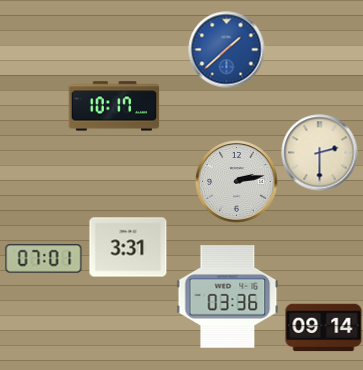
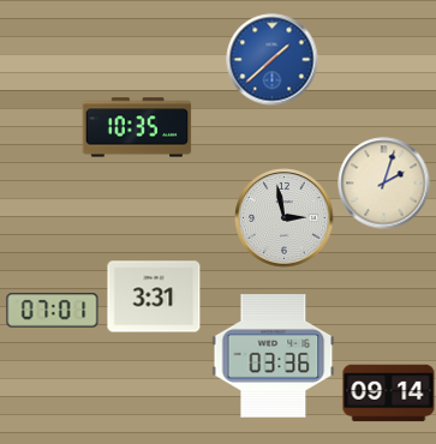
clock at (114, 106): 10:17 -> 10:35
clock at (320, 153): 2:30 -> 2:03
clock at (237, 182): 2:13 -> 2:58
